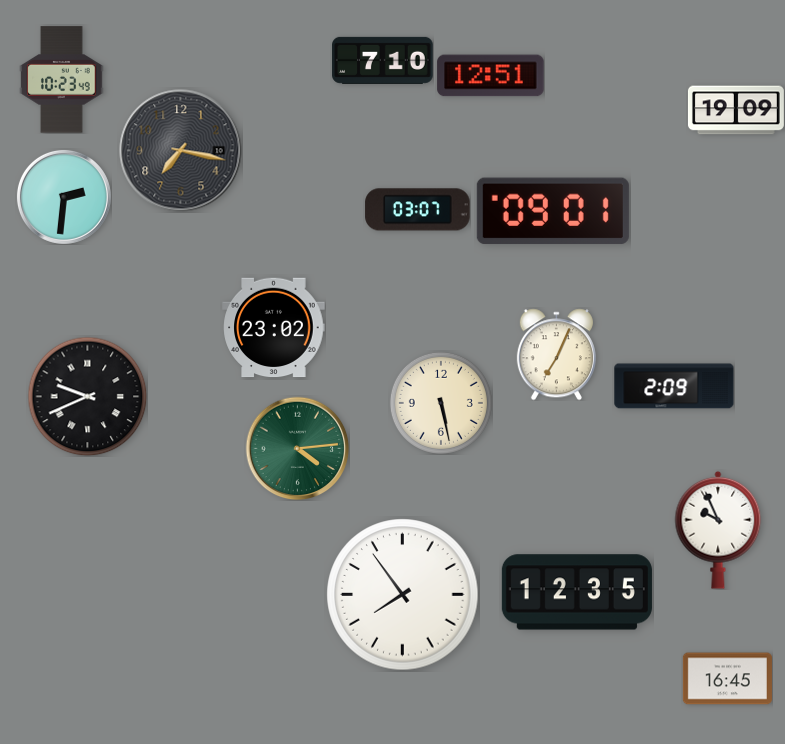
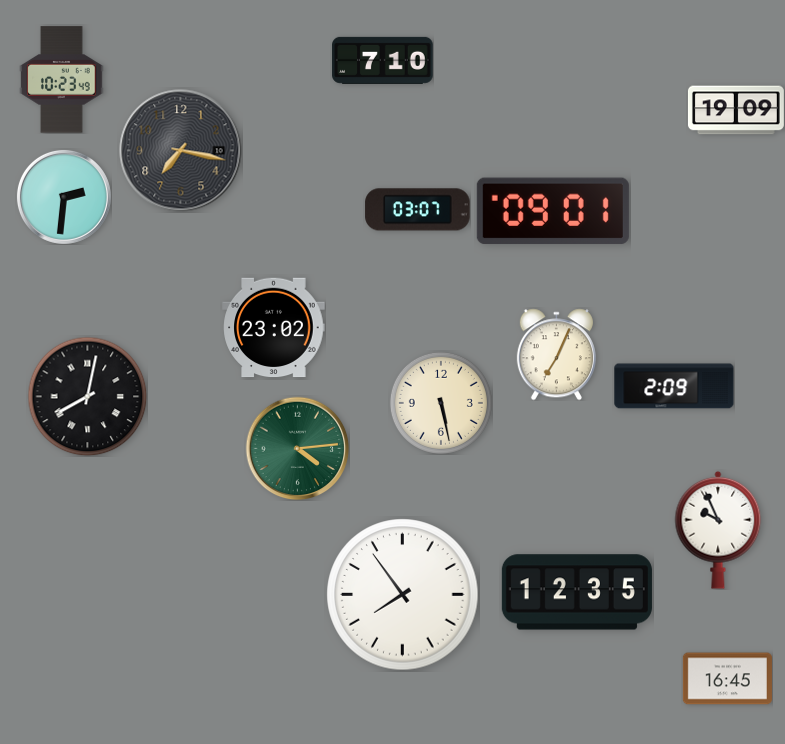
clock at (491, 76): 12:51 -> none
clock at (87, 396): 9:41 -> 8:02
